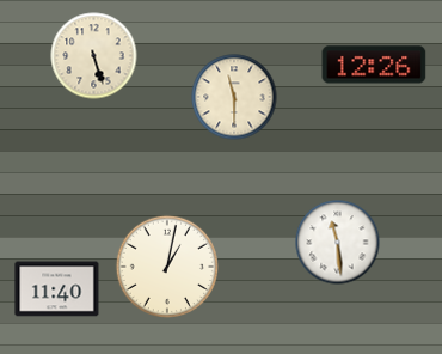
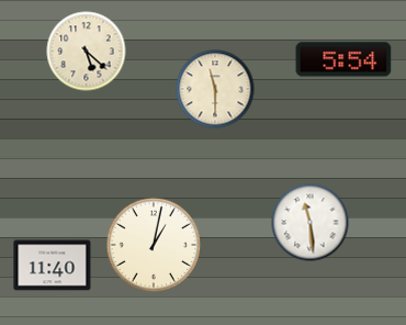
clock at (94, 56): 5:27 -> 5:22
clock at (374, 65): 12:26 -> 5:54
